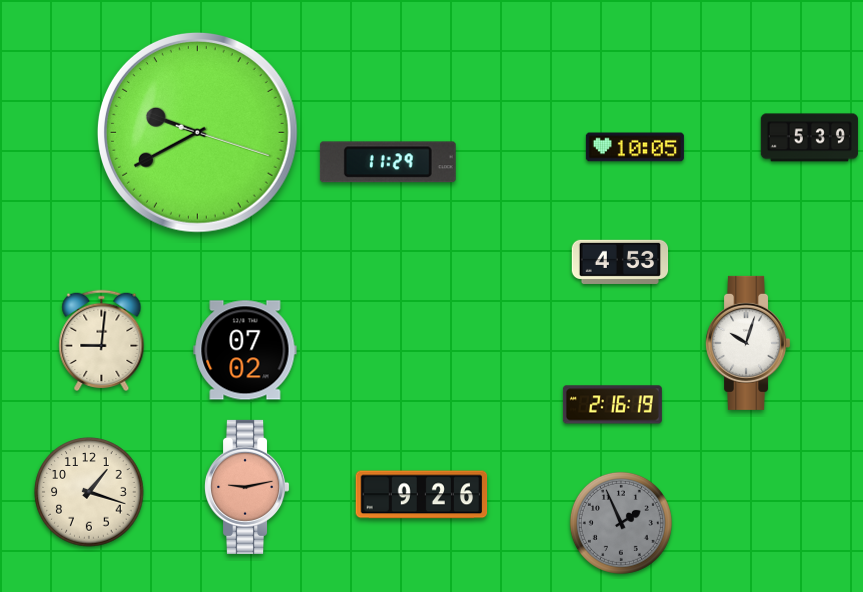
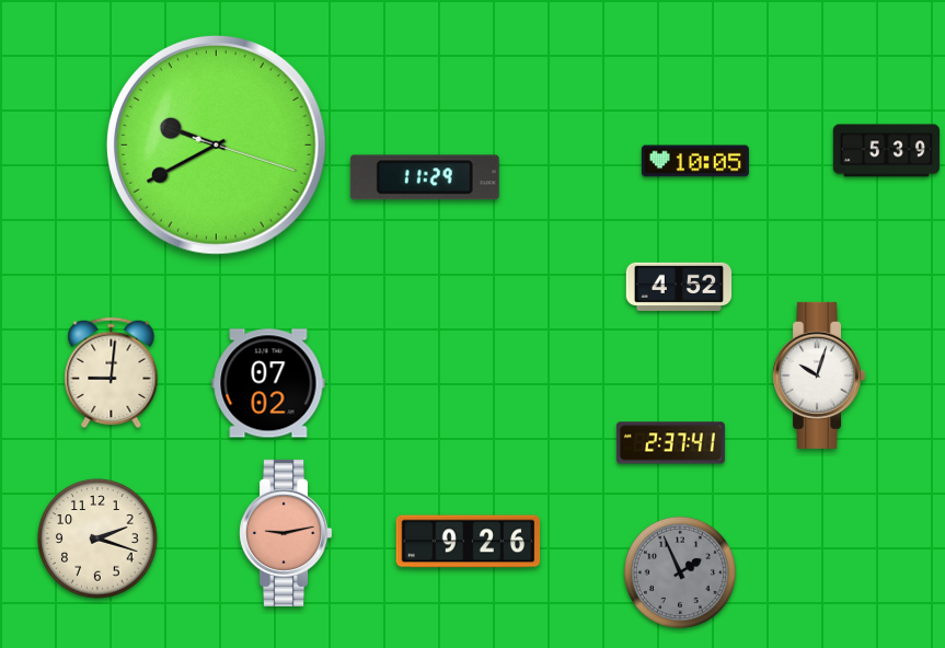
clock at (620, 262): 4:53 -> 4:52
clock at (612, 405): 2:16 -> 2:37
clock at (247, 487) position: (247, 487) -> (286, 533)
clock at (89, 492): 1:18 -> 2:18
clock at (422, 495) position: (422, 495) -> (469, 542)
